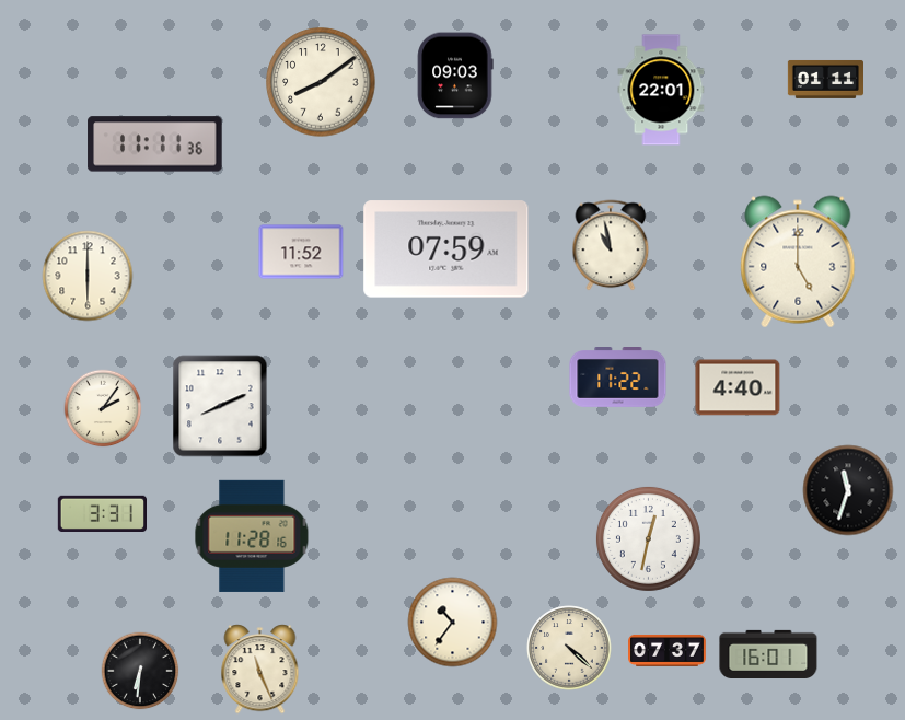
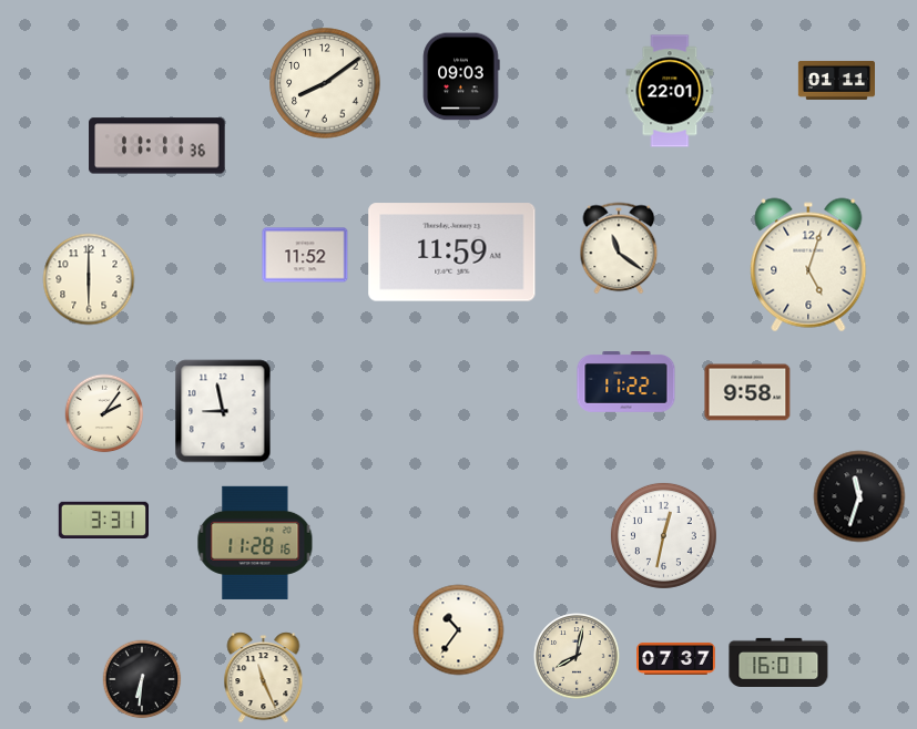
clock at (611, 245): 10:58 -> 11:21
clock at (446, 249): 07:59 -> 11:59
clock at (798, 262): 5:00 -> 5:03
clock at (738, 387): 4:40 -> 9:58
clock at (220, 406): 8:11 -> 8:58
clock at (648, 538) position: (648, 538) -> (663, 535)
clock at (569, 648): 4:22 -> 8:02
